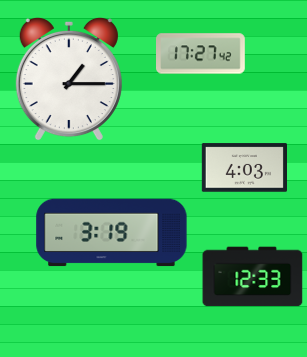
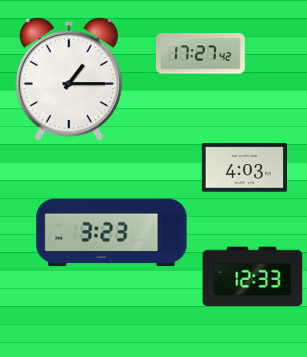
clock at (112, 233): 3:19 -> 3:23
